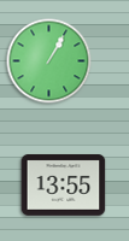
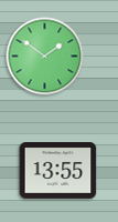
clock at (49, 61): 1:05 -> 1:51
